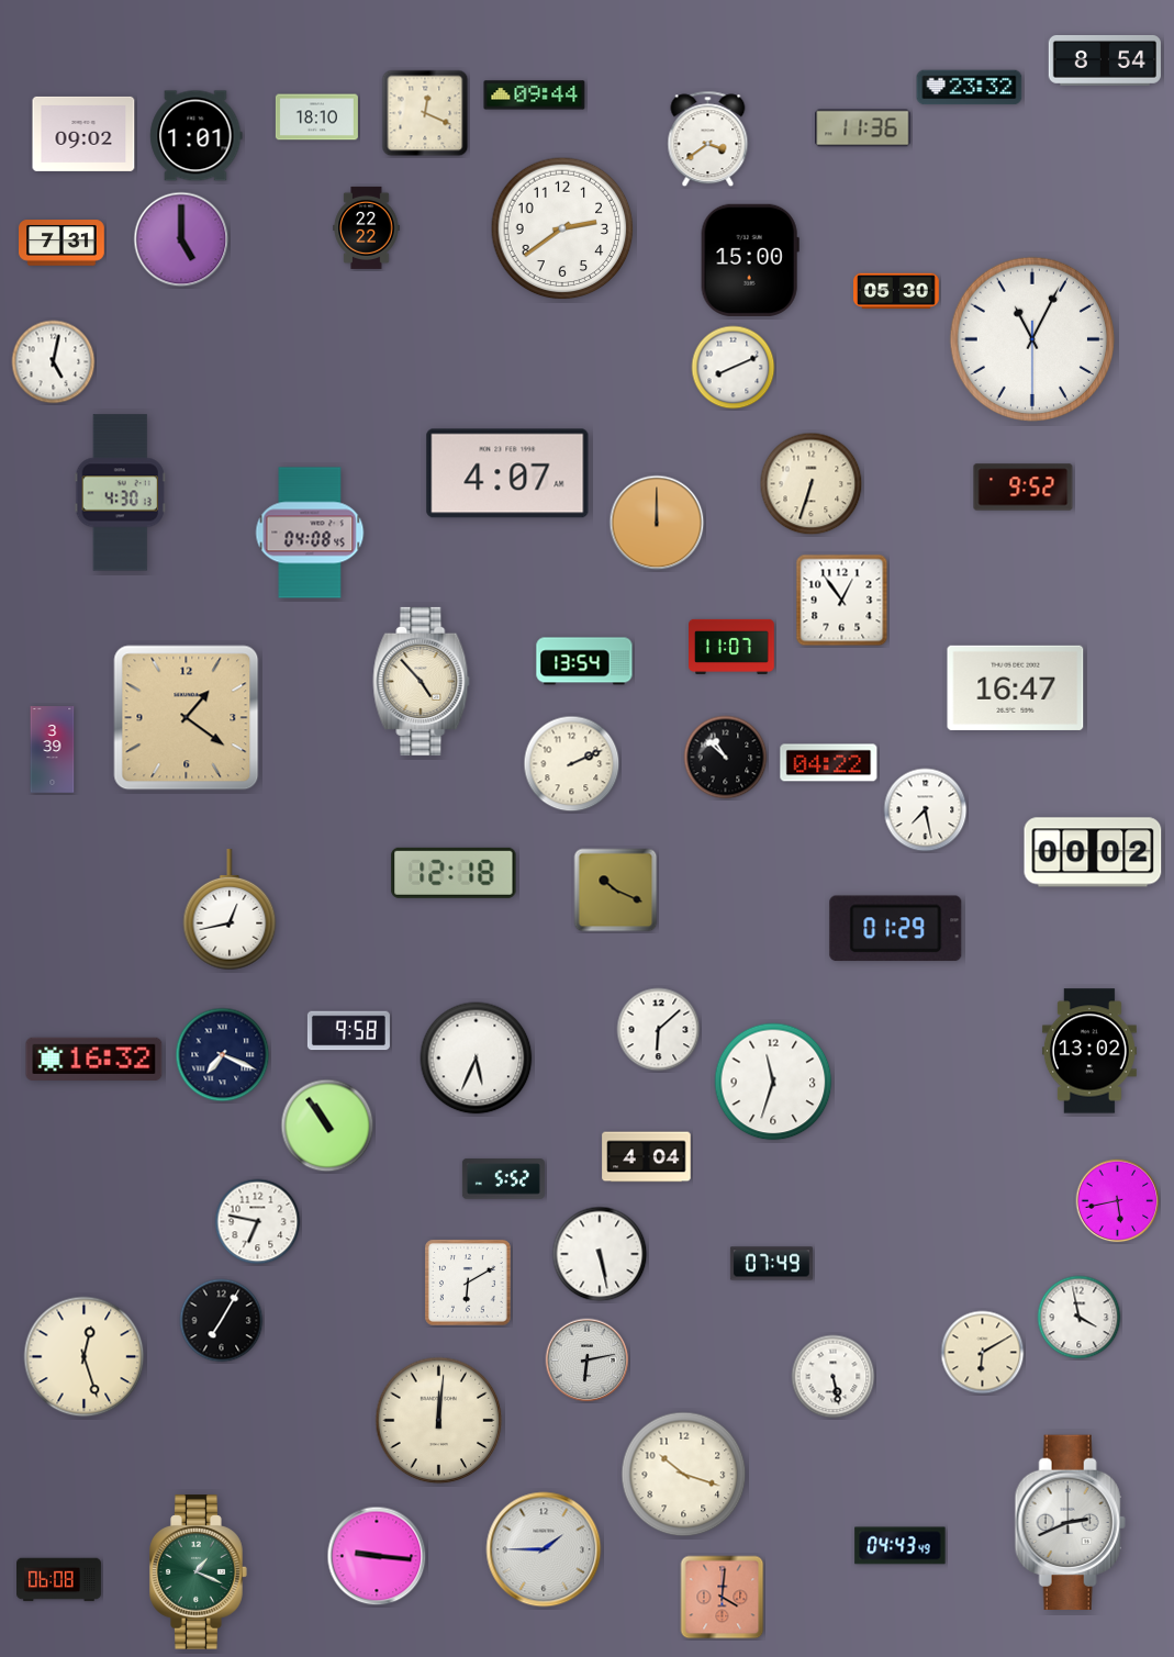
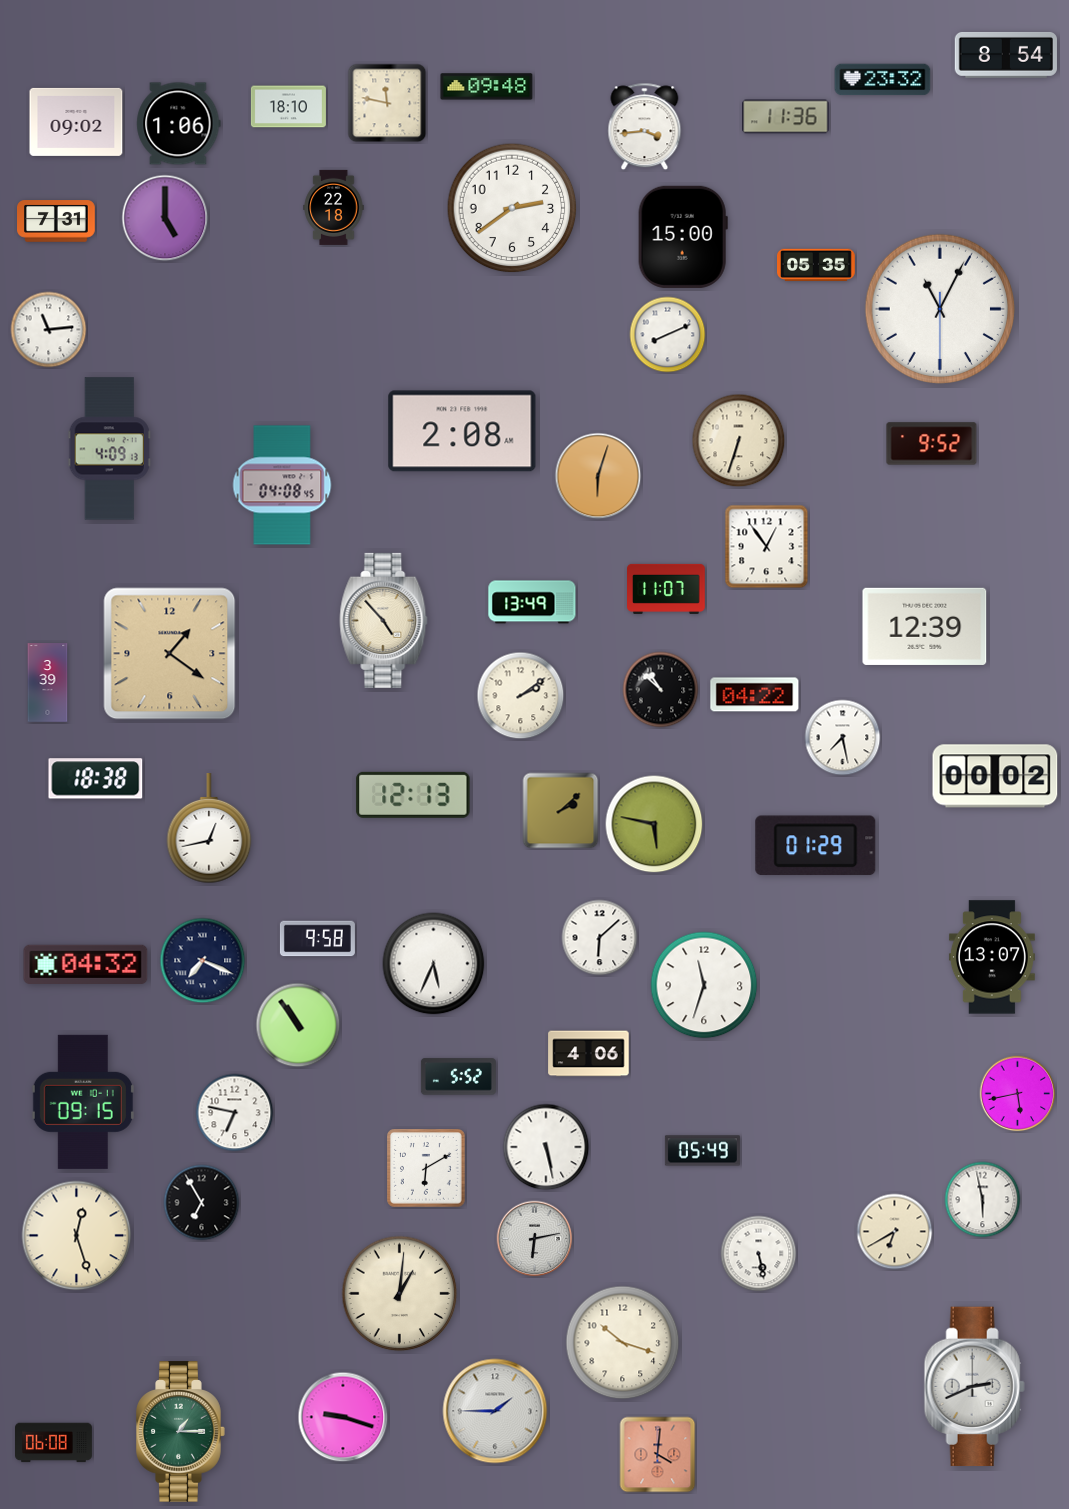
clock at (535, 96): 09:44 -> 09:48
clock at (425, 113): 12:19 -> 11:47
clock at (197, 136): 1:01 -> 1:06
clock at (708, 139): 3:39 -> 3:44
clock at (367, 227): 22:22 -> 22:18
clock at (897, 291): 05:30 -> 05:35
clock at (54, 362): 5:02 -> 11:14
clock at (507, 473): 4:07 -> 2:08
clock at (120, 493): 4:30 -> 4:09
clock at (657, 523): 12:00 -> 6:03
clock at (584, 661): 13:54 -> 13:49
clock at (1016, 687): 16:47 -> 12:39
clock at (572, 764): 2:11 -> 2:09
clock at (96, 779): none -> 18:38
clock at (454, 873): 12:18 -> 12:13
clock at (616, 891): 10:19 -> 2:08
clock at (654, 824): none -> 5:47
clock at (1089, 1051): 13:02 -> 13:07
clock at (94, 1059): 16:32 -> 04:32
clock at (647, 1157): 4:04 -> 4:06
clock at (503, 1179) position: (503, 1179) -> (458, 1077)
clock at (83, 1102): none -> 09:15
clock at (600, 1254) position: (600, 1254) -> (546, 1147)
clock at (771, 1264): 07:49 -> 05:49
clock at (1080, 1318): 3:58 -> 5:58
clock at (222, 1321): 7:05 -> 6:55
clock at (983, 1353): 6:10 -> 6:40
clock at (439, 1421): 12:01 -> 1:01
clock at (901, 1546): 04:43 -> none
clock at (377, 1556): 9:16 -> 9:18
clock at (199, 1572): 1:19 -> 1:15
clock at (59, 1580) position: (59, 1580) -> (54, 1443)
